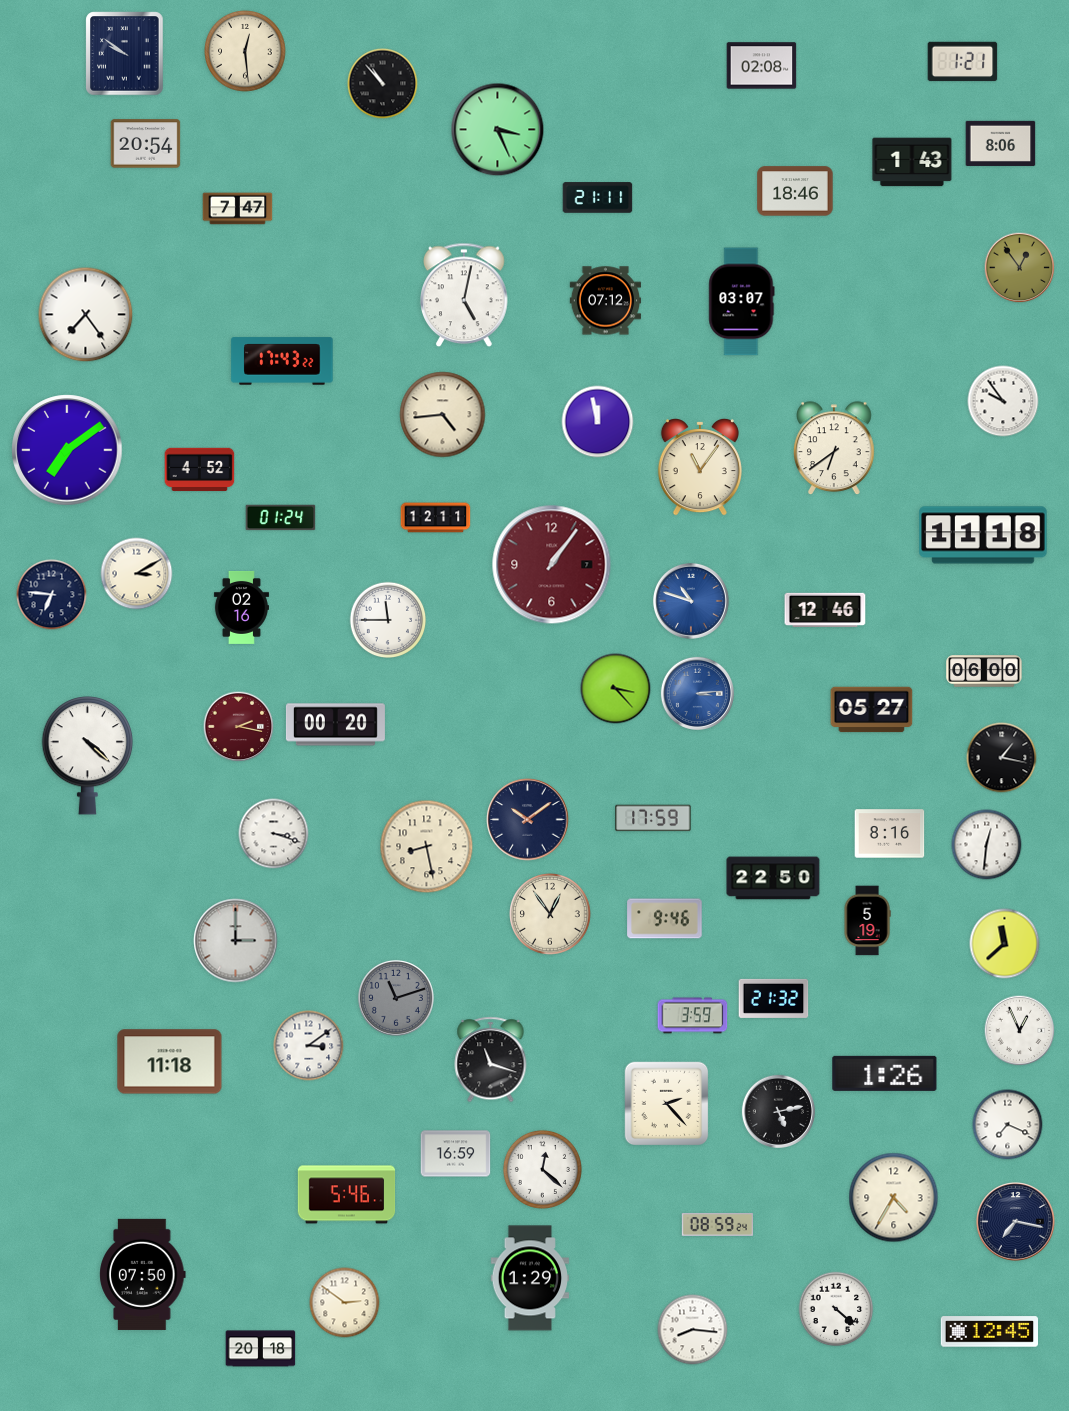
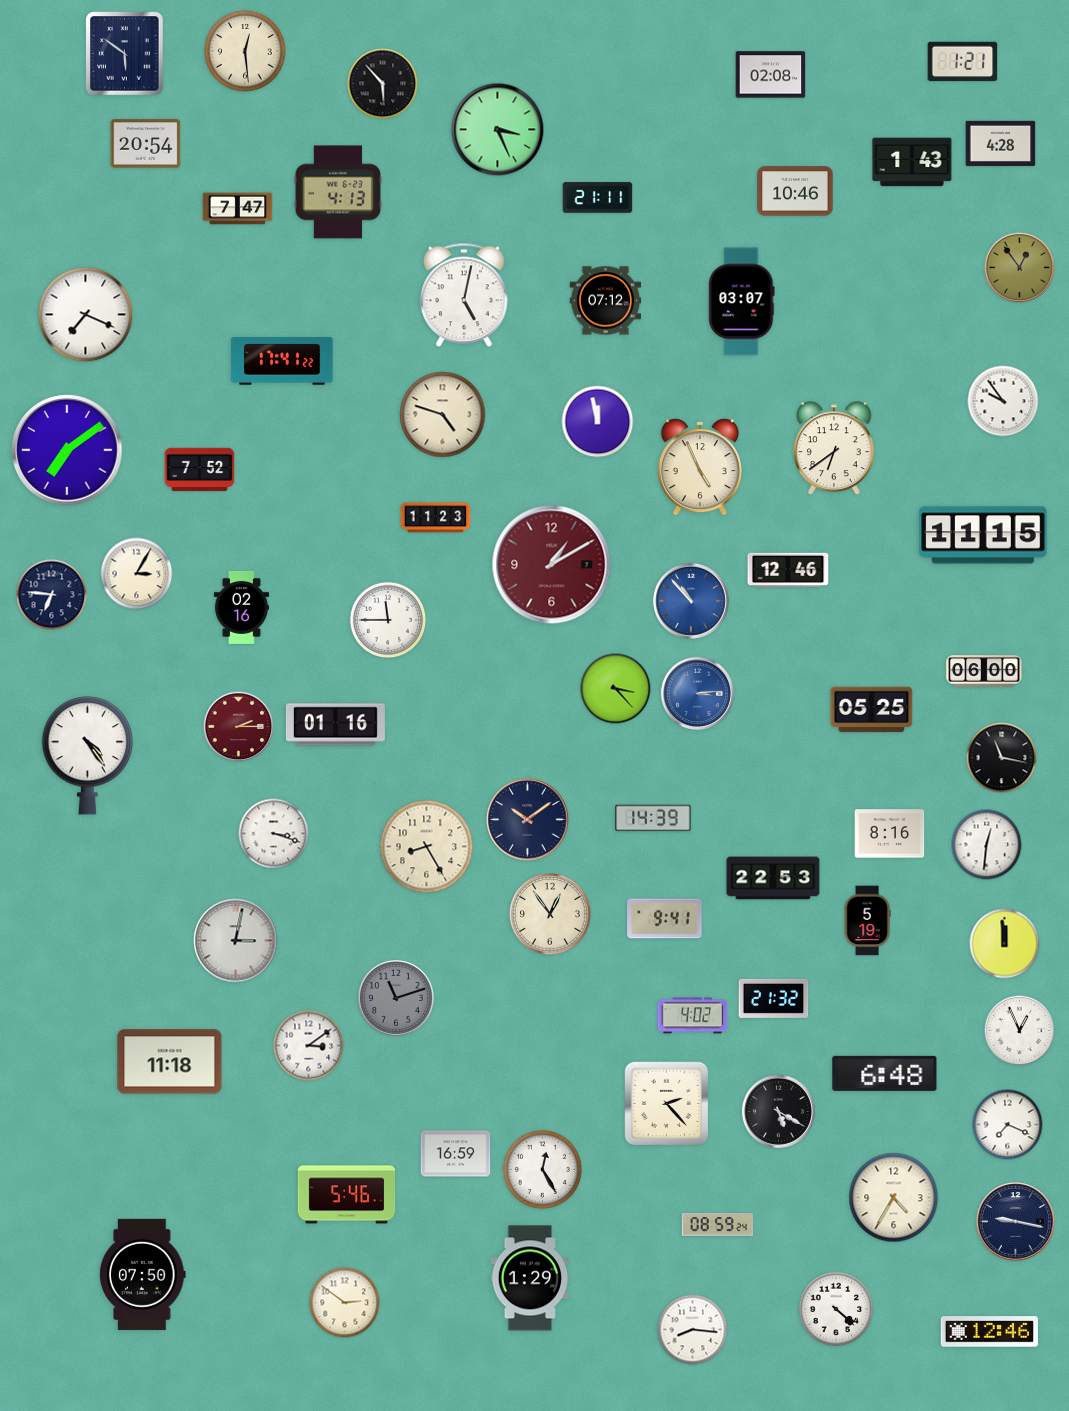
clock at (125, 54): 9:51 -> 5:51
clock at (762, 66) position: (762, 66) -> (771, 75)
clock at (383, 84): 10:53 -> 5:53
clock at (1001, 143): 8:06 -> 4:28
clock at (795, 191): 18:46 -> 10:46
clock at (338, 192): none -> 4:13
clock at (86, 315): 7:24 -> 7:19
clock at (282, 361): 17:43 -> 17:41
clock at (443, 415): 4:44 -> 4:48
clock at (700, 468): 11:06 -> 4:56
clock at (200, 470): 4:52 -> 7:52
clock at (281, 518): 01:24 -> none
clock at (436, 518): 12:11 -> 11:23
clock at (983, 535): 11:18 -> 11:15
clock at (552, 565): 1:06 -> 1:10
clock at (137, 574): 3:10 -> 3:05
clock at (691, 601): 10:48 -> 10:53
clock at (825, 609) position: (825, 609) -> (788, 569)
clock at (872, 710): 05:27 -> 05:25
clock at (335, 725): 00:20 -> 01:16
clock at (239, 727): 2:17 -> 2:15
clock at (88, 756): 4:22 -> 4:24
clock at (1002, 758): 1:17 -> 11:17
clock at (653, 818): 17:59 -> 14:39
clock at (427, 847): 8:28 -> 8:25
clock at (773, 878): 22:50 -> 22:53
clock at (665, 919): 9:46 -> 9:41
clock at (236, 941): 3:00 -> 3:02
clock at (1005, 944): 11:38 -> 11:59
clock at (693, 1016): 3:59 -> 4:02
clock at (491, 1060): 11:18 -> none
clock at (885, 1073): 1:26 -> 6:48
clock at (778, 1111): 5:13 -> 5:20
clock at (542, 1169): 12:22 -> 12:25
clock at (1016, 1222): 7:17 -> 9:17
clock at (990, 1332): 12:45 -> 12:46
clock at (261, 1349): 20:18 -> none
